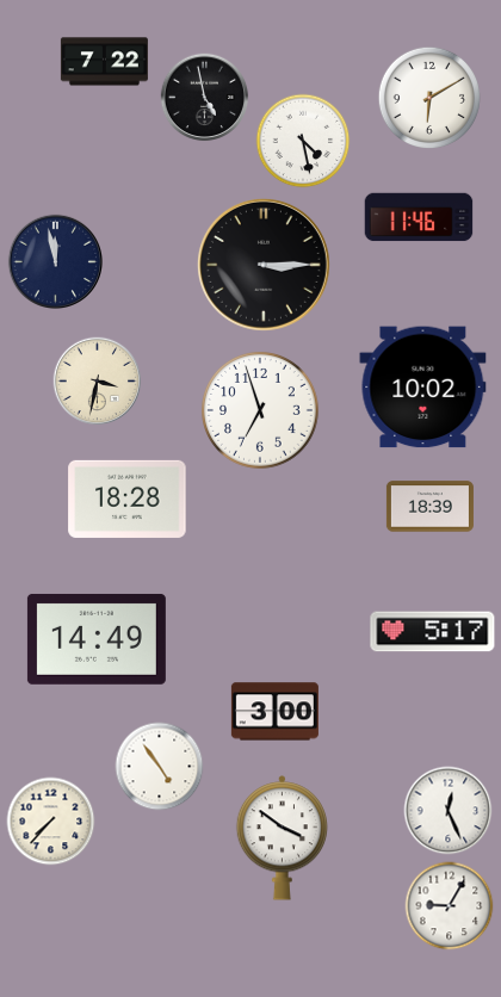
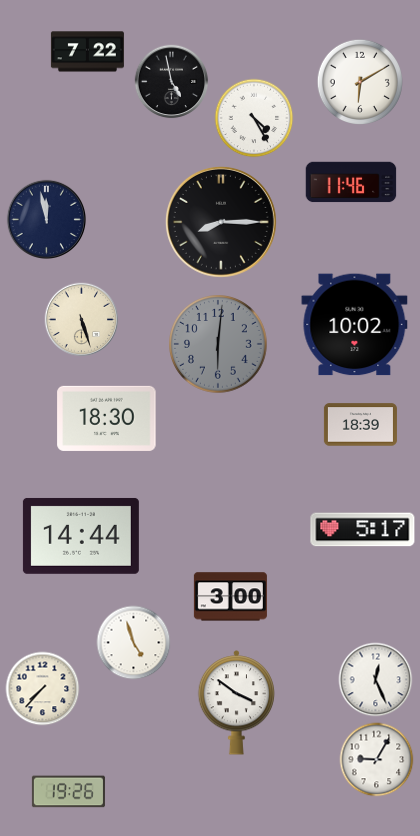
clock at (303, 141): 4:28 -> 4:25
clock at (264, 265): 3:15 -> 8:15
clock at (98, 382): 3:32 -> 5:27
clock at (261, 411): 6:57 -> 6:01
clock at (261, 411) dial: white -> grey
clock at (128, 498): 18:28 -> 18:30
clock at (97, 639): 14:49 -> 14:44
clock at (160, 767): 4:54 -> 4:57
clock at (68, 792): none -> 19:26
